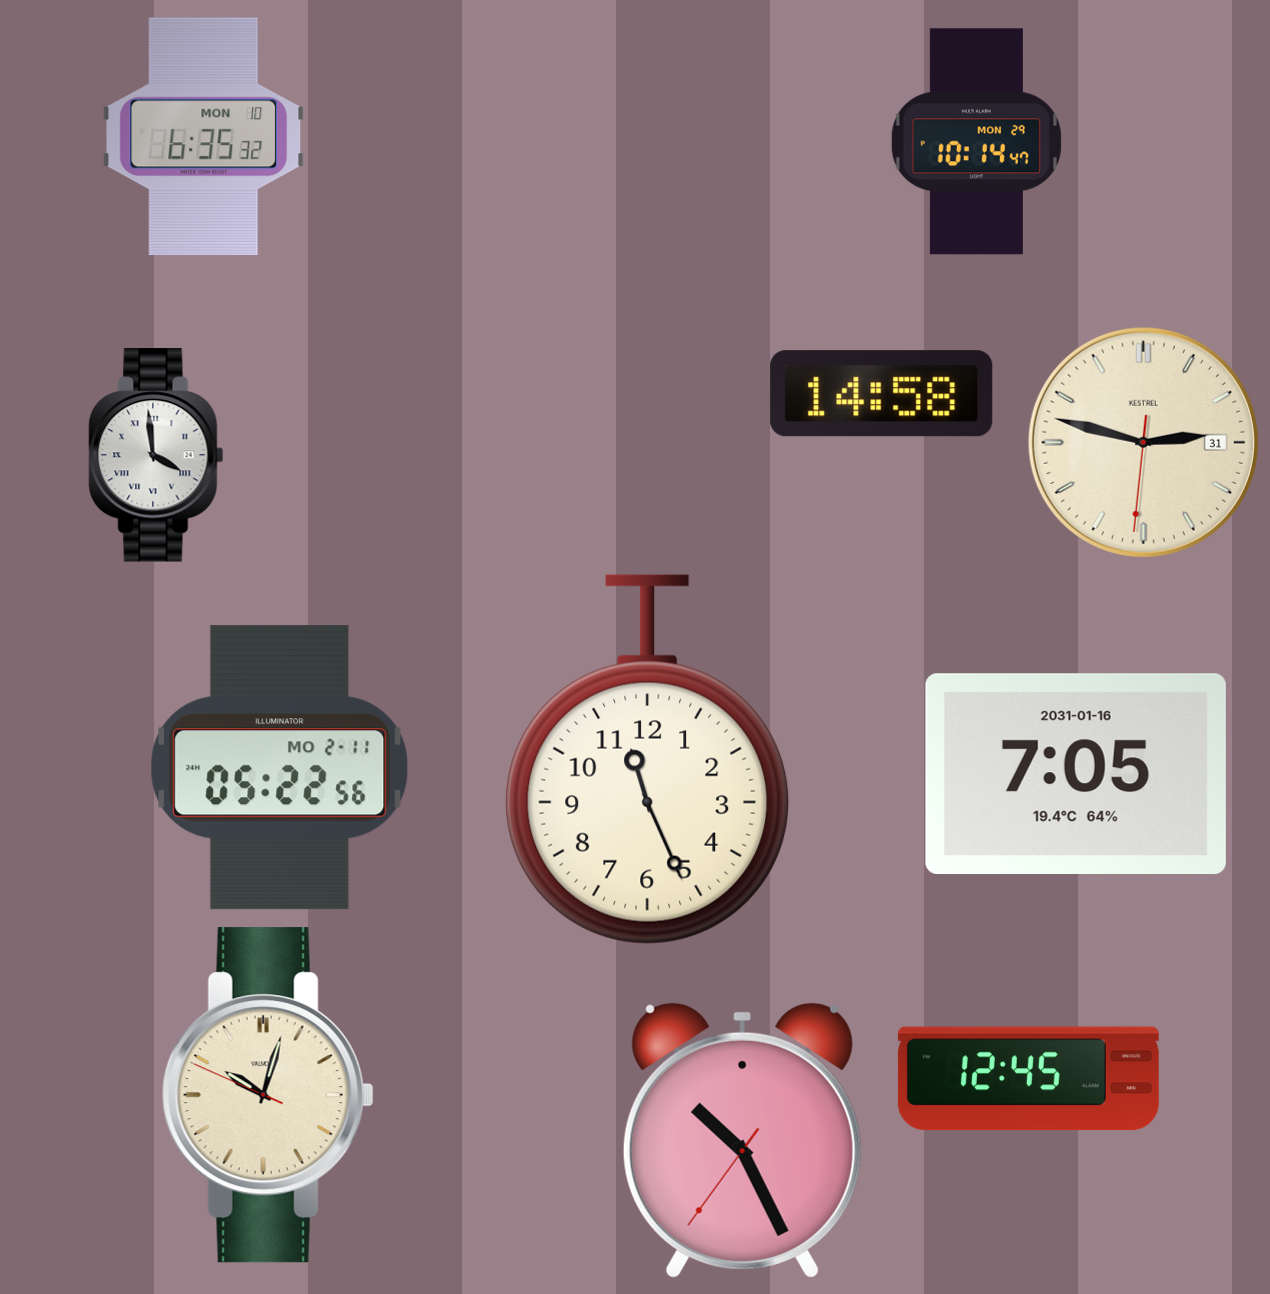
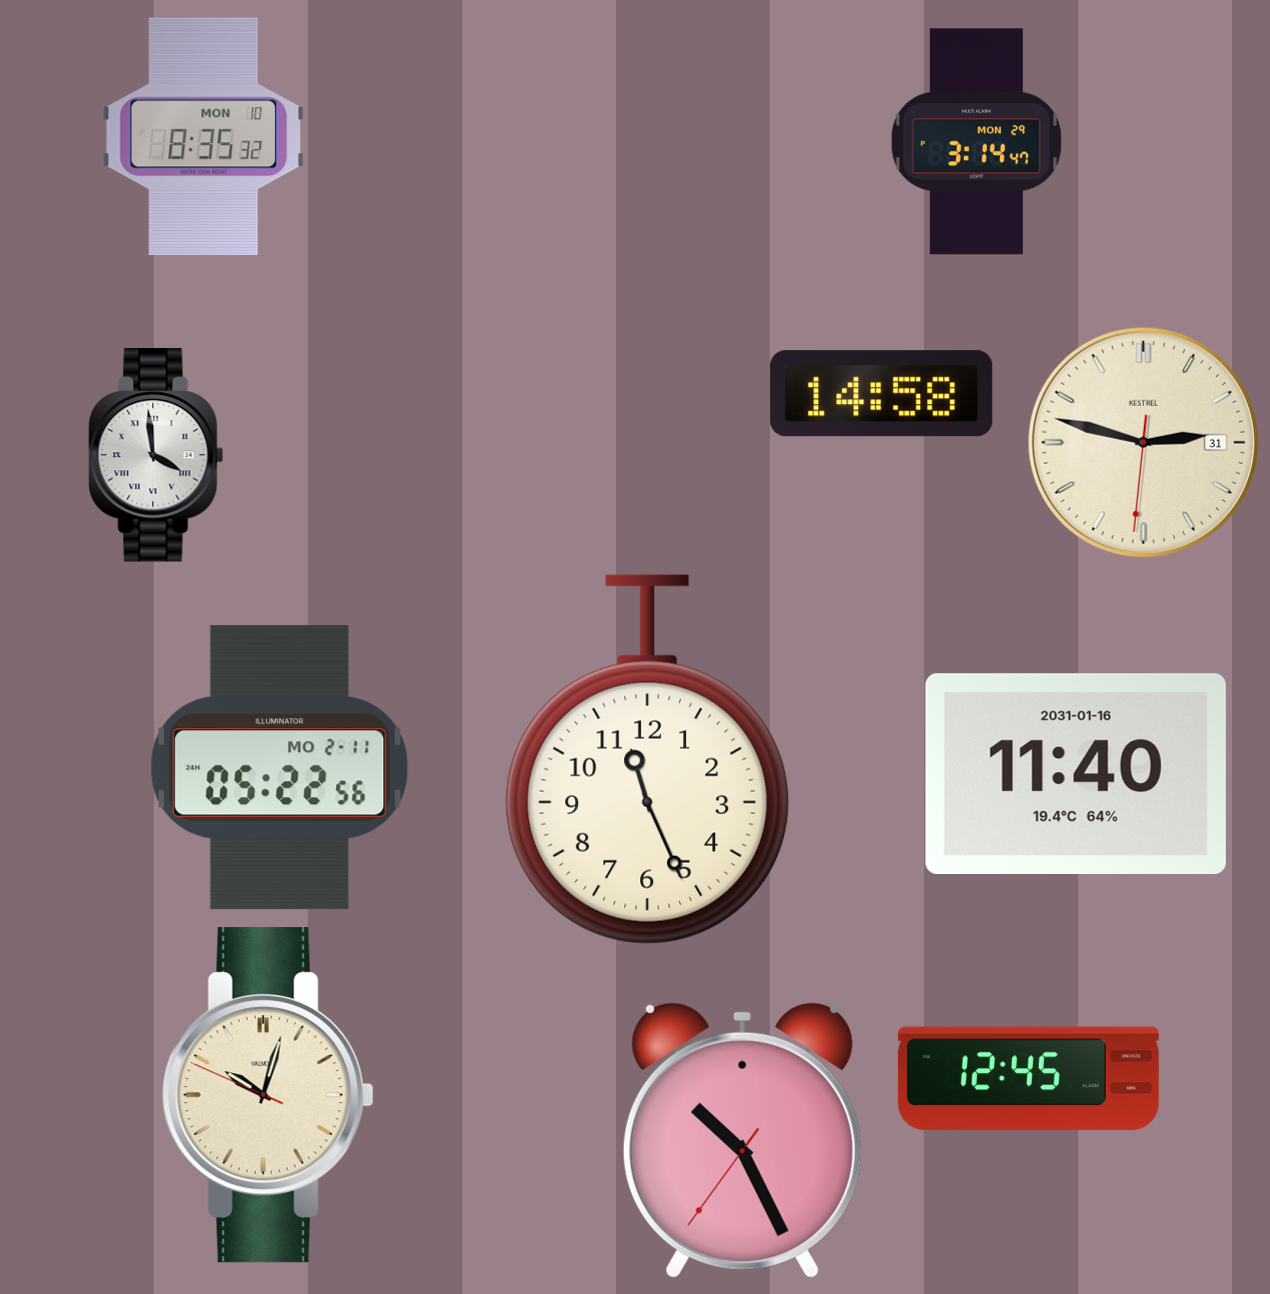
clock at (204, 137): 6:35 -> 8:35
clock at (976, 142): 10:14 -> 3:14
clock at (1076, 773): 7:05 -> 11:40
